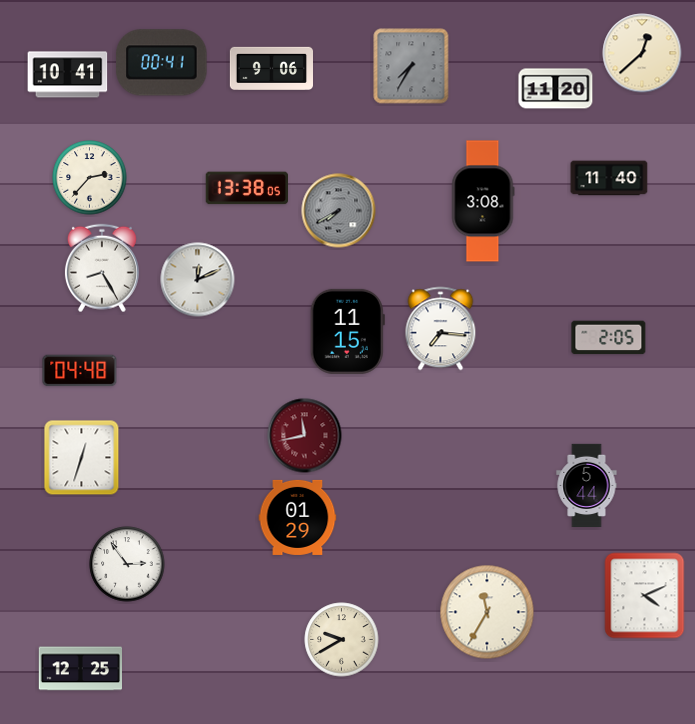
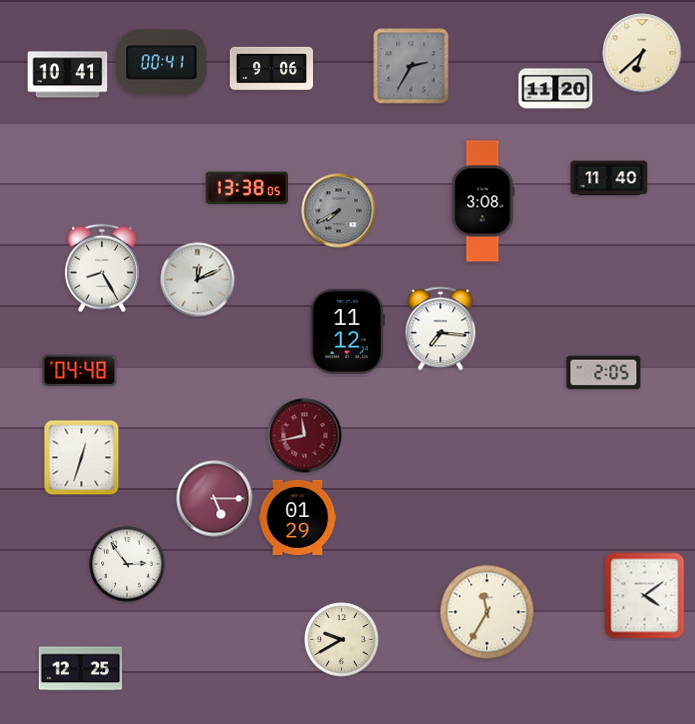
clock at (642, 53): 12:38 -> 6:38
clock at (411, 66): 7:35 -> 2:35
clock at (90, 178): 2:37 -> none
clock at (347, 331): 11:15 -> 11:12
clock at (609, 338) position: (609, 338) -> (604, 373)
clock at (587, 485): 5:44 -> none
clock at (215, 499): none -> 5:15
clock at (645, 596): 4:11 -> 4:09
